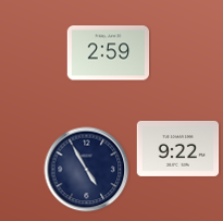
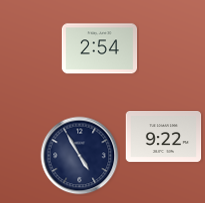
clock at (109, 53): 2:59 -> 2:54
